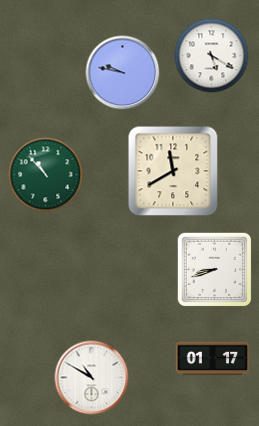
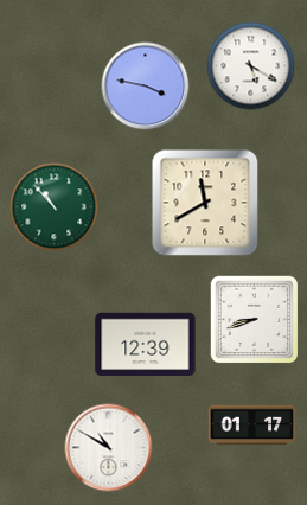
clock at (123, 73): 9:47 -> 3:47
clock at (146, 345): none -> 12:39
